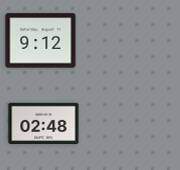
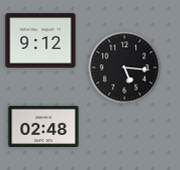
clock at (125, 68): none -> 5:16
clock at (44, 124) position: (44, 124) -> (44, 127)
